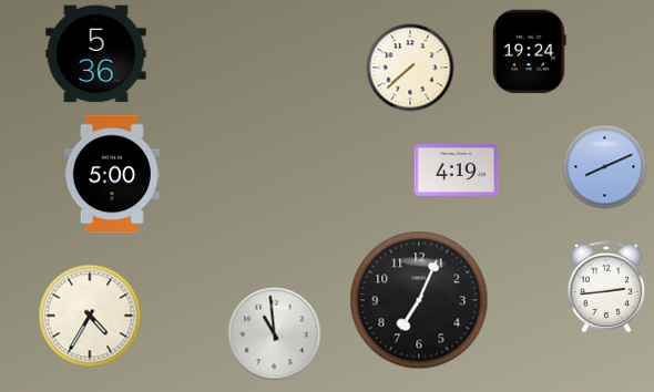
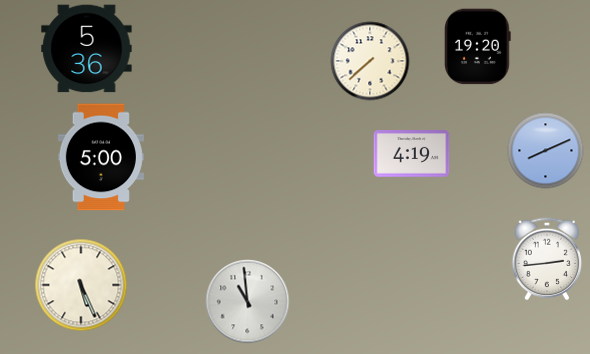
clock at (530, 52): 19:24 -> 19:20
clock at (419, 300): 7:04 -> none
clock at (90, 316): 4:35 -> 5:26
